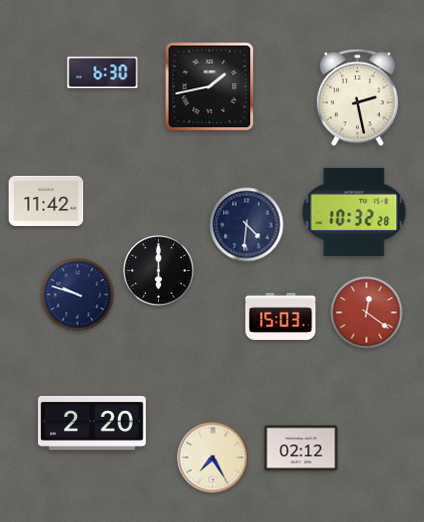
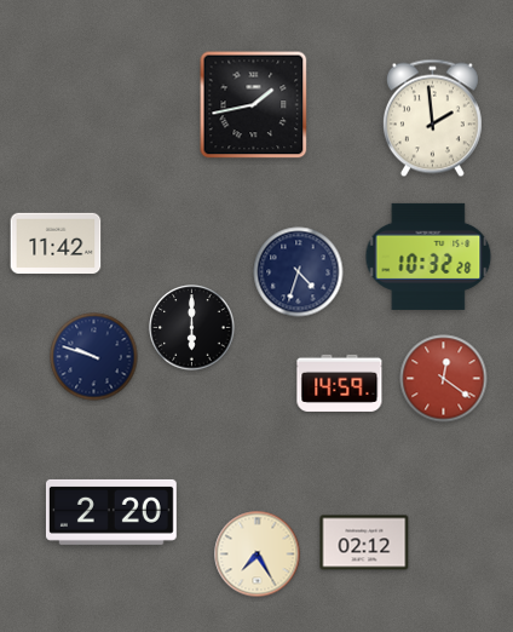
clock at (103, 73): 6:30 -> none
clock at (357, 98): 2:28 -> 1:59
clock at (247, 225): 4:31 -> 4:33
clock at (281, 316): 15:03 -> 14:59
